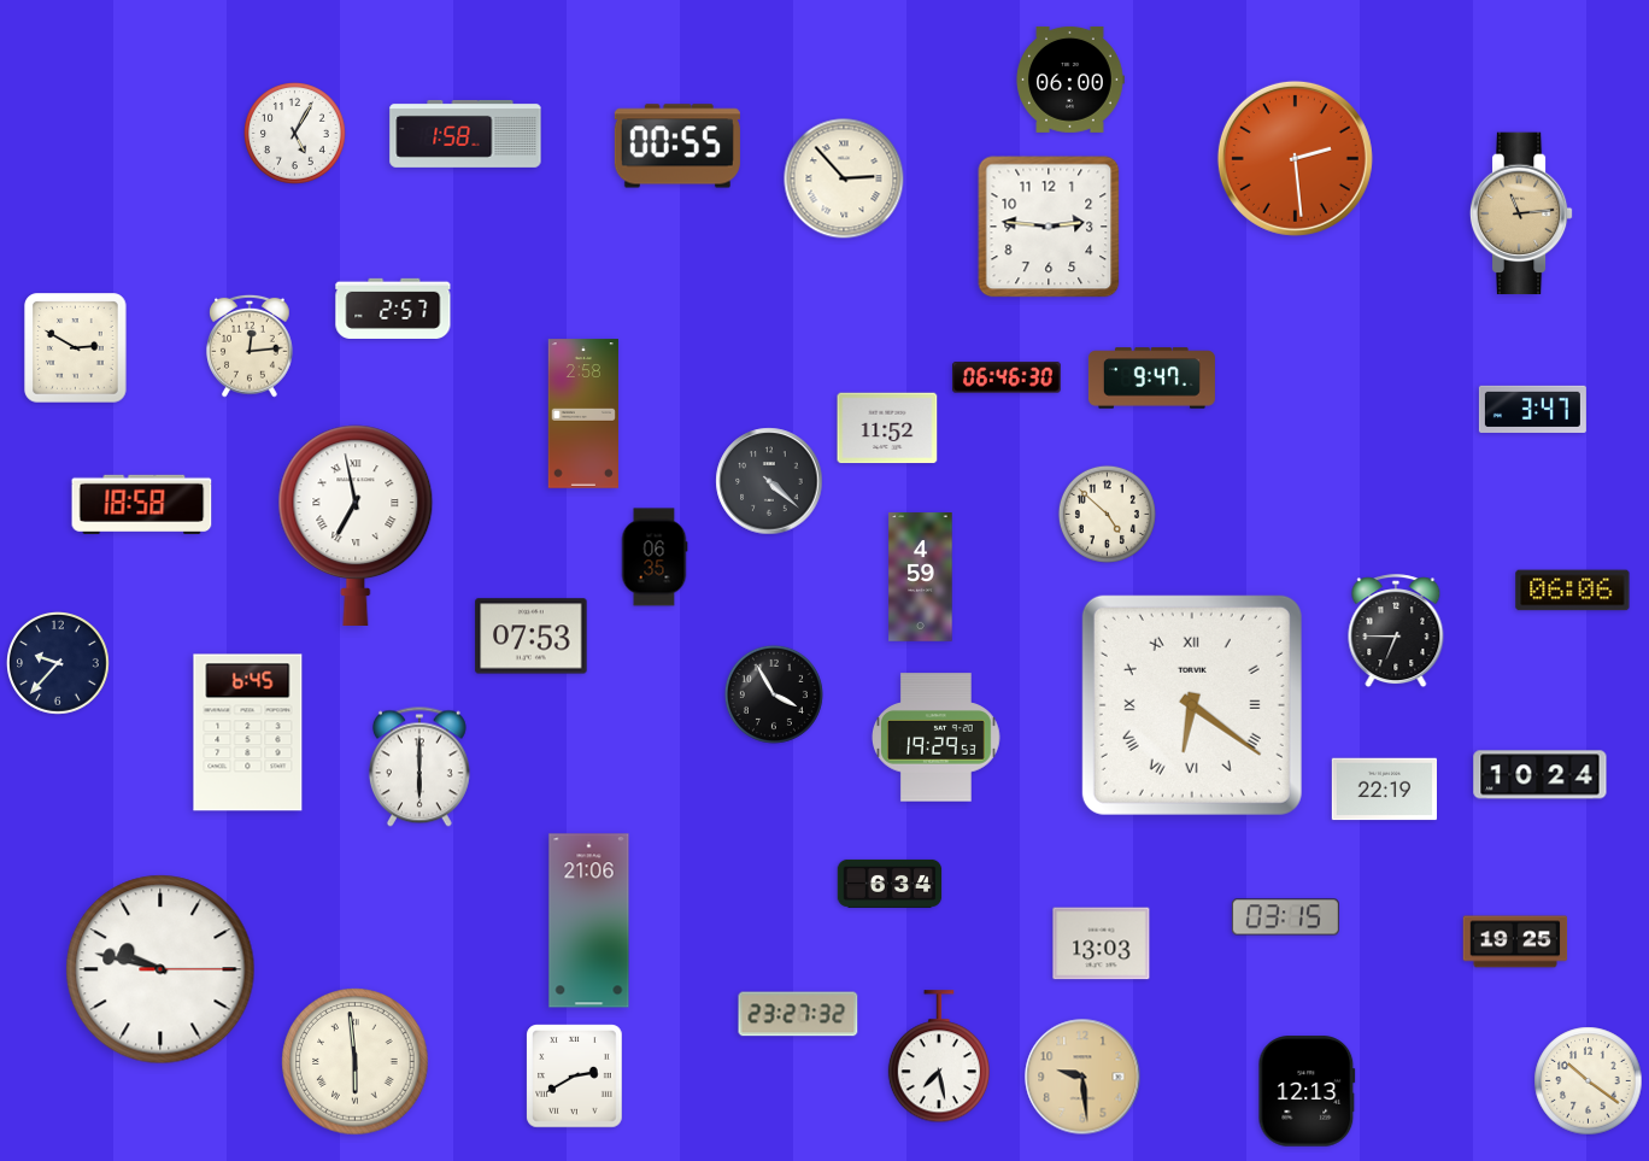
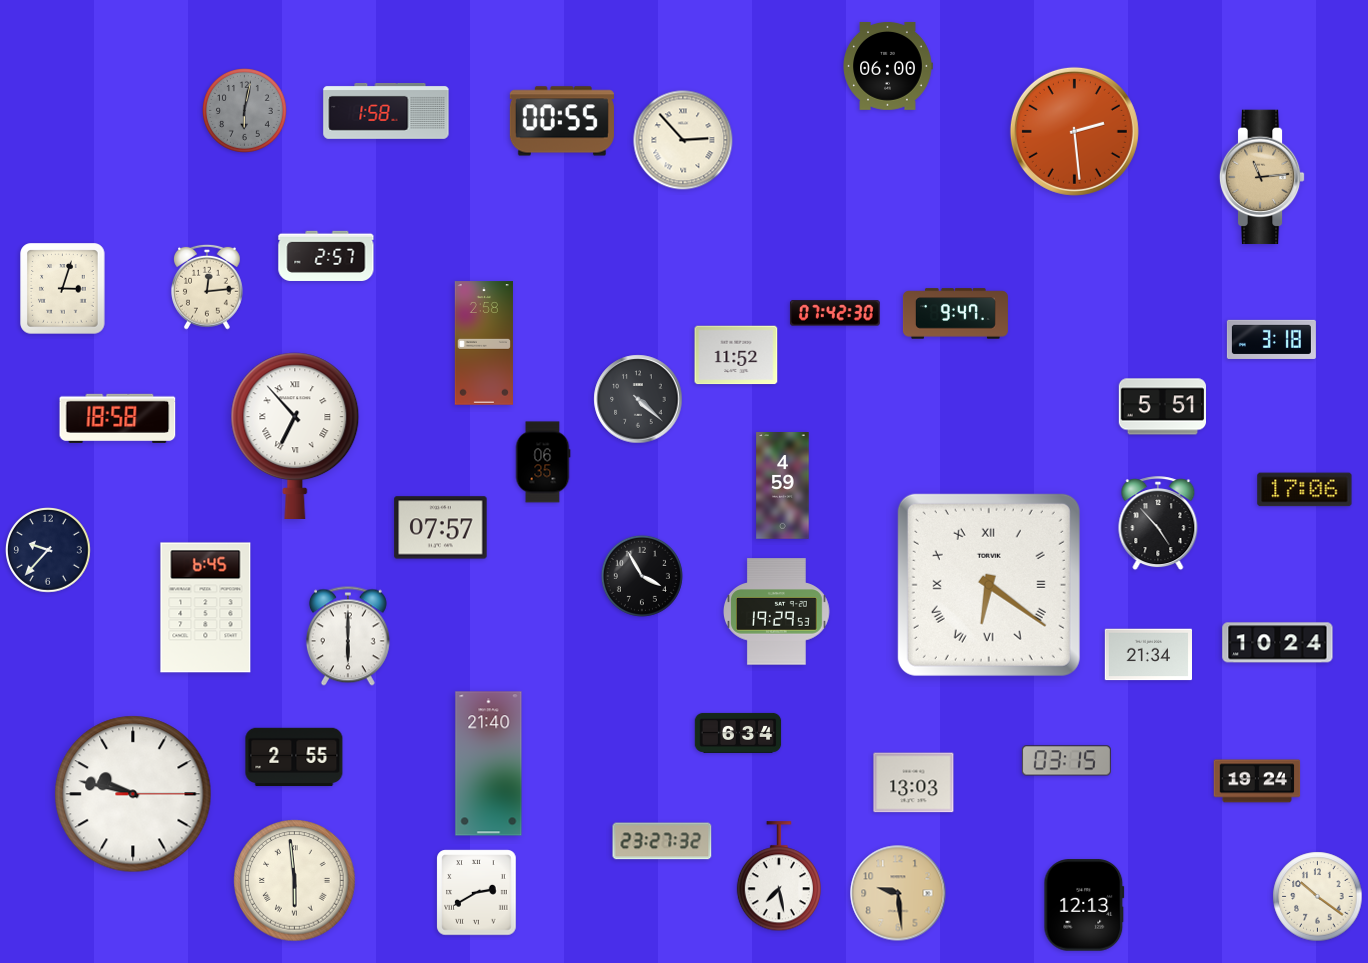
clock at (295, 134): 5:05 -> 6:02
clock at (295, 134) dial: white -> grey
clock at (844, 178) position: (844, 178) -> (683, 140)
clock at (1049, 227): 2:46 -> none
clock at (76, 348): 2:50 -> 3:03
clock at (1007, 377): 06:46 -> 07:42
clock at (1532, 409): 3:47 -> 3:18
clock at (1162, 407): none -> 5:51
clock at (1107, 514): 4:52 -> none
clock at (356, 524): 6:58 -> 6:53
clock at (921, 577) position: (921, 577) -> (783, 486)
clock at (1573, 591): 06:06 -> 17:06
clock at (1396, 632): 6:45 -> 4:53
clock at (532, 637): 07:53 -> 07:57
clock at (1384, 790): 22:19 -> 21:34
clock at (294, 757): none -> 2:55
clock at (589, 921): 21:06 -> 21:40
clock at (1515, 942): 19:25 -> 19:24
clock at (160, 969) position: (160, 969) -> (133, 794)
